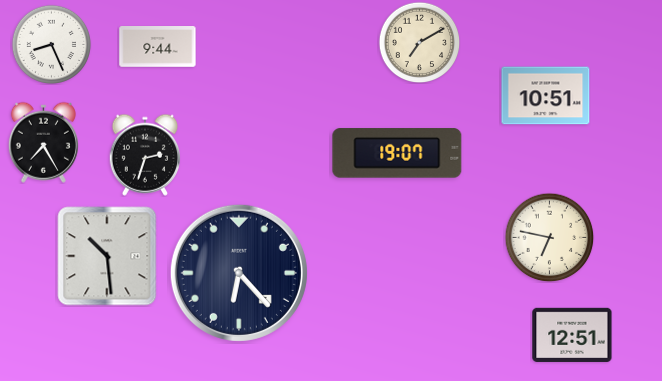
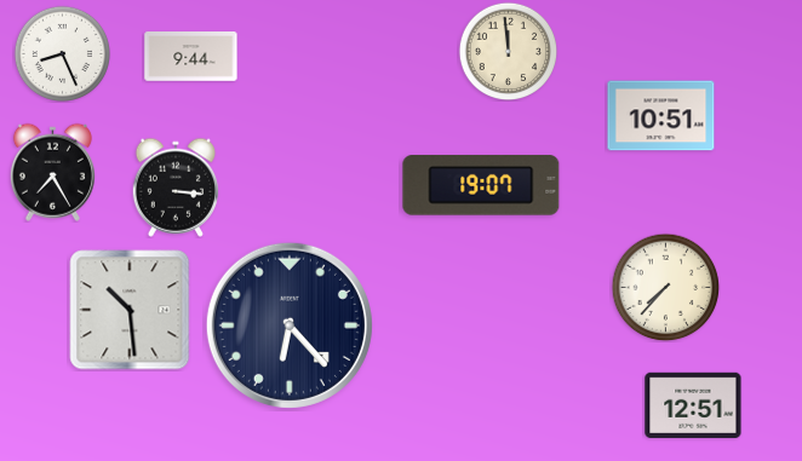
clock at (419, 42): 7:10 -> 11:59
clock at (144, 155): 2:33 -> 3:16
clock at (549, 237): 6:47 -> 7:37
clock at (239, 273) position: (239, 273) -> (290, 325)
